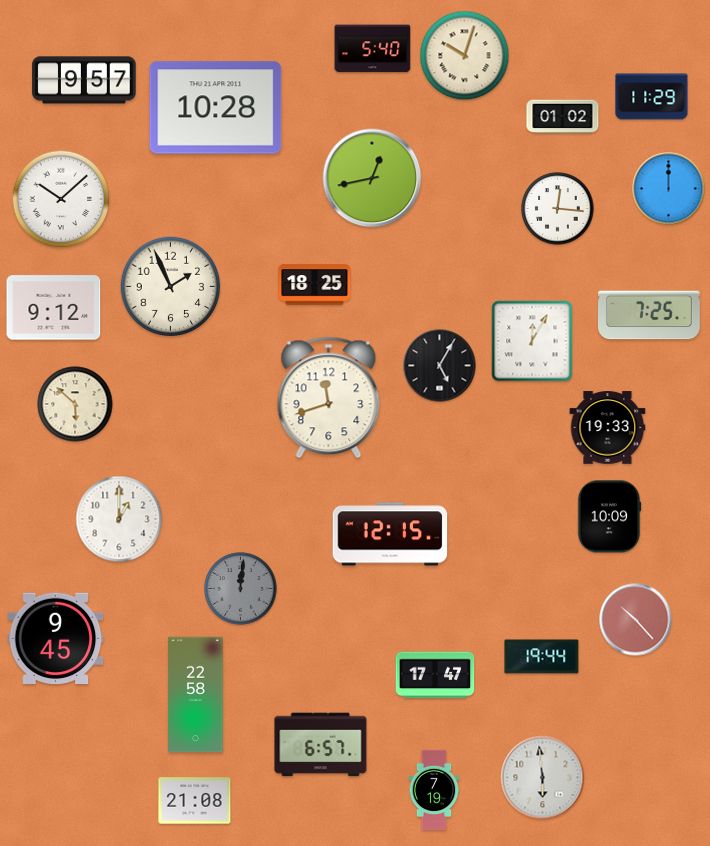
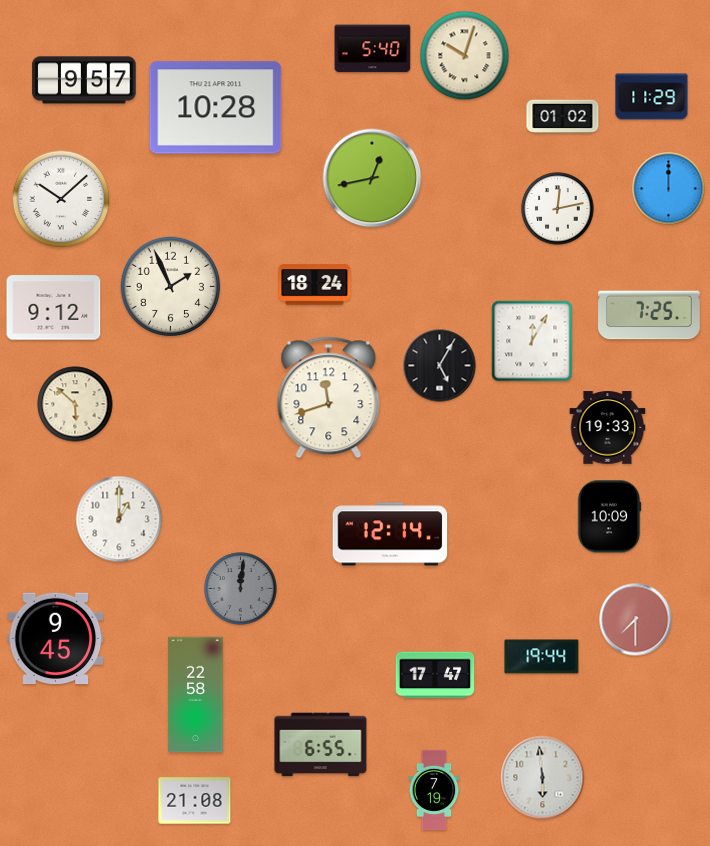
clock at (558, 209): 12:16 -> 12:13
clock at (315, 285): 18:25 -> 18:24
clock at (390, 534): 12:15 -> 12:14
clock at (636, 620): 10:23 -> 7:30
clock at (321, 745): 6:57 -> 6:55
